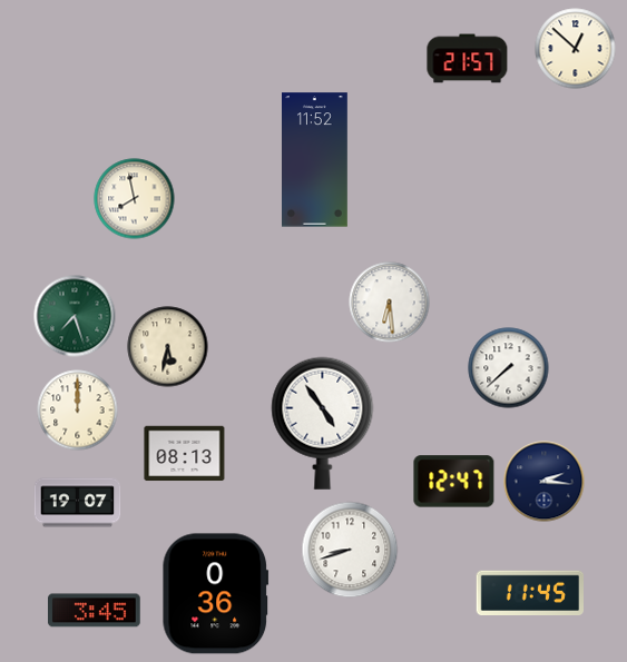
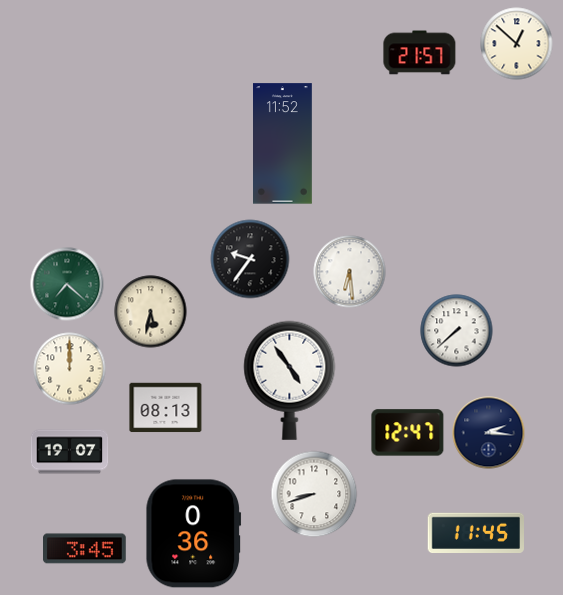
clock at (135, 199): 7:58 -> none
clock at (250, 259): none -> 9:36
clock at (75, 316): 7:27 -> 7:22
